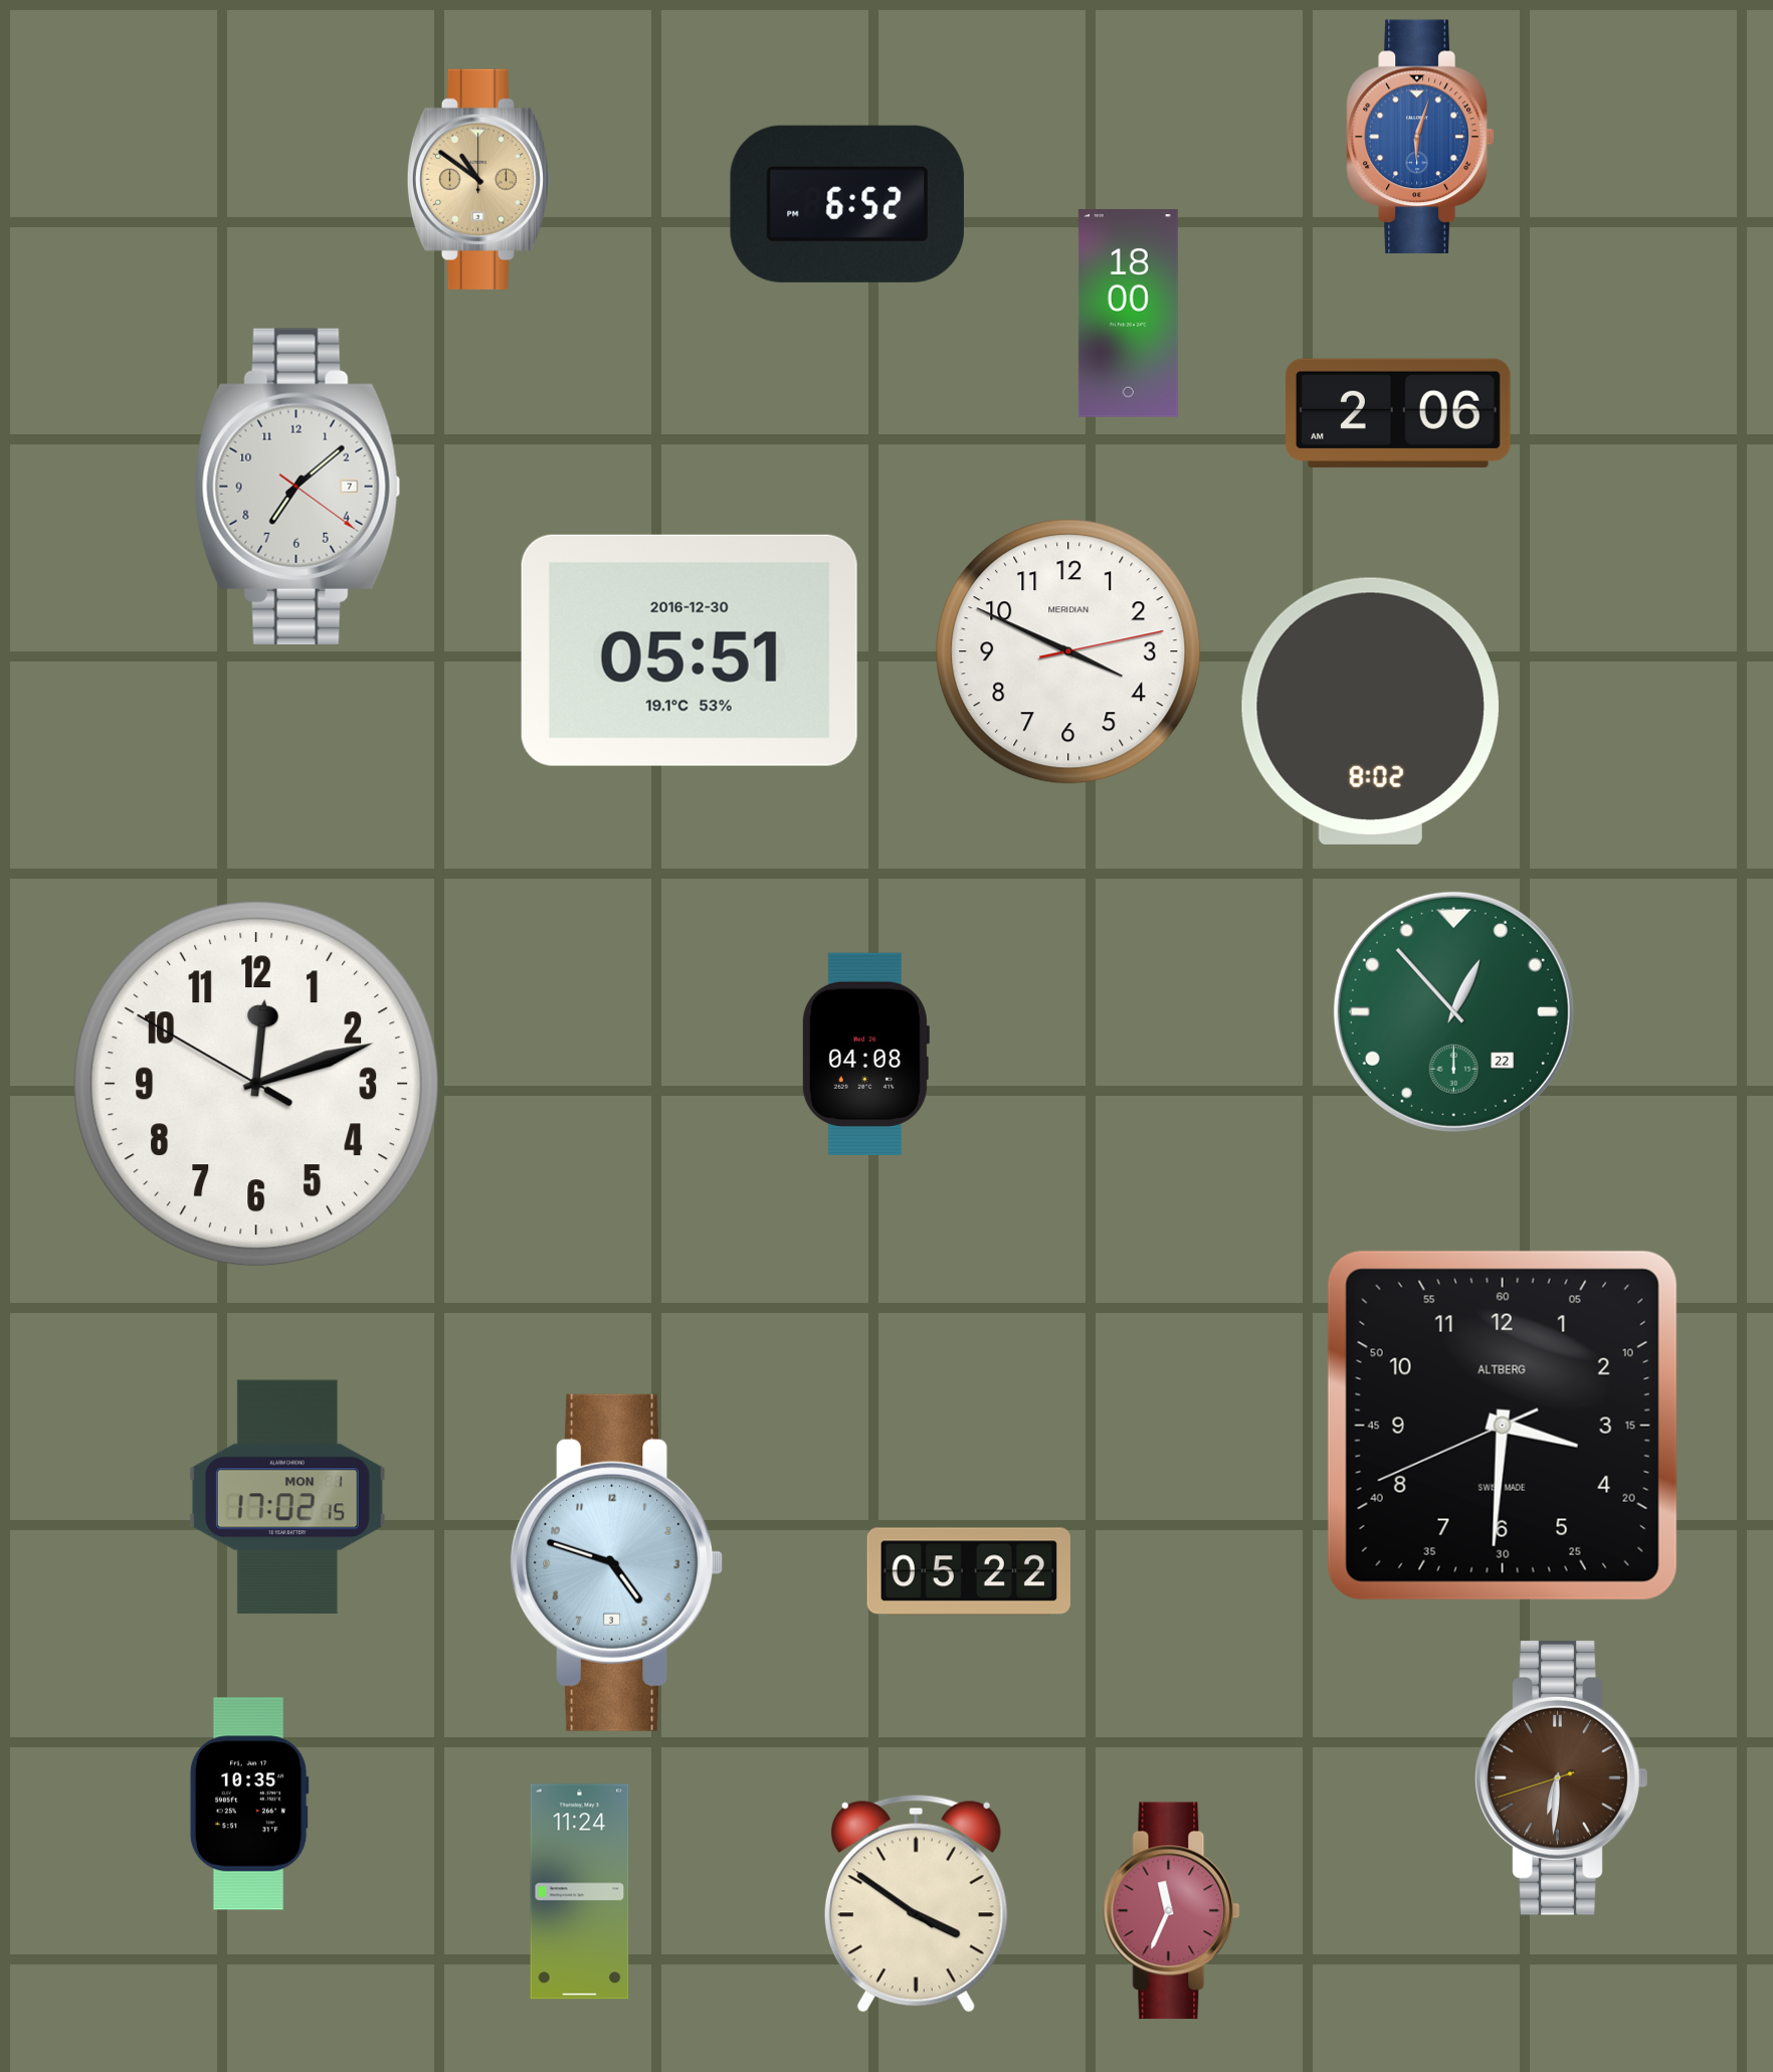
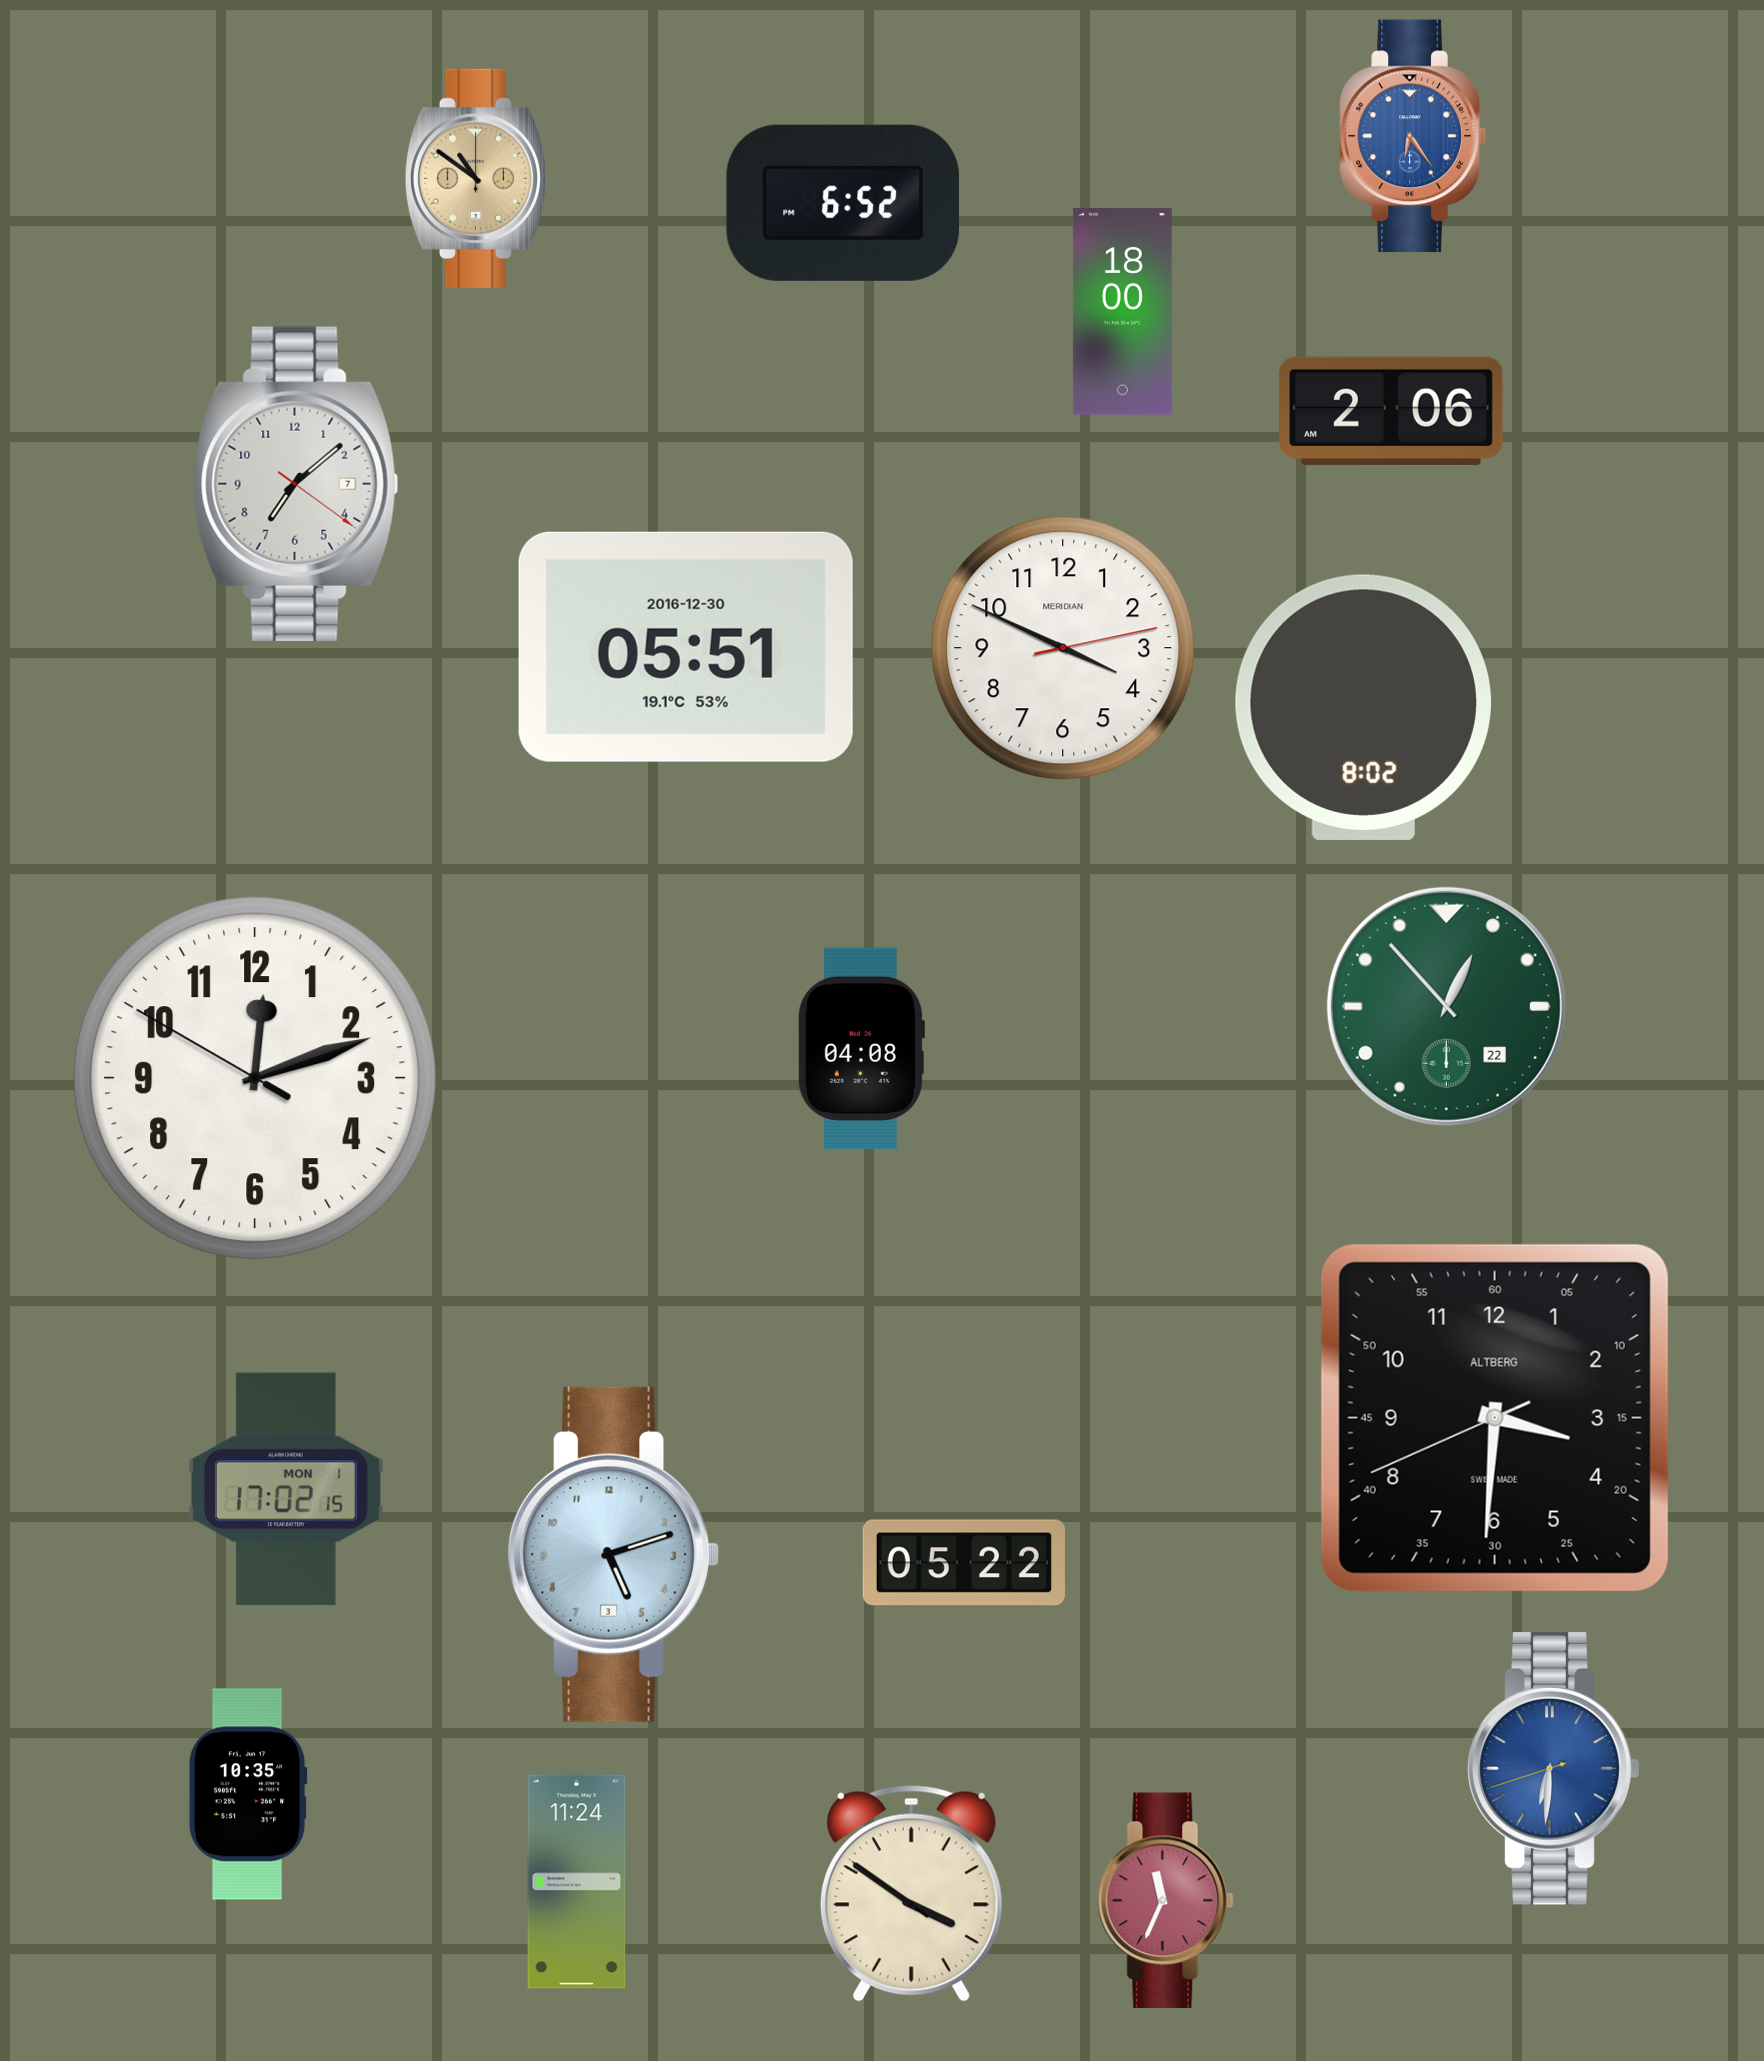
clock at (1420, 137): 6:03 -> 6:24
clock at (617, 1562): 4:48 -> 5:12
clock at (1562, 1777) dial: brown -> blue
